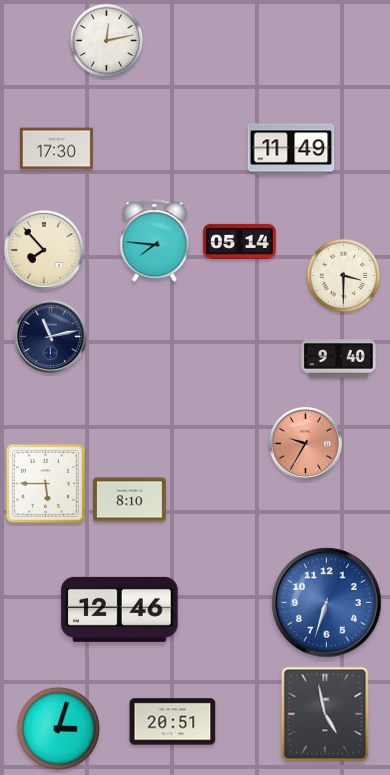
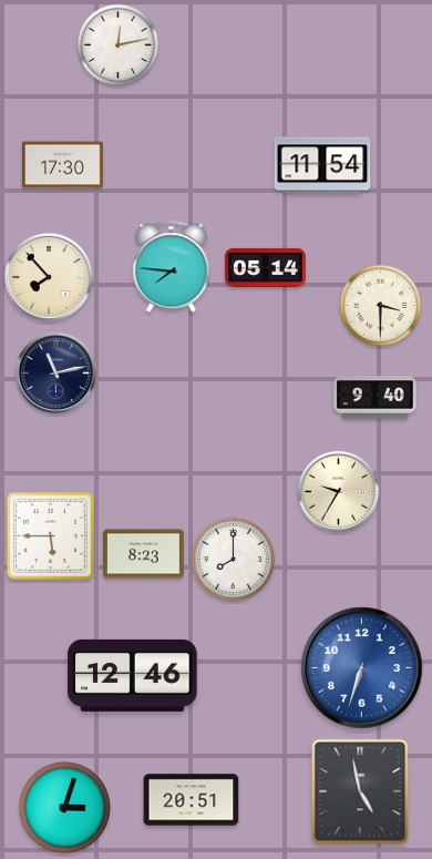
clock at (291, 149): 11:49 -> 11:54
clock at (305, 443) dial: salmon -> cream
clock at (130, 500): 8:10 -> 8:23
clock at (234, 560): none -> 8:00
